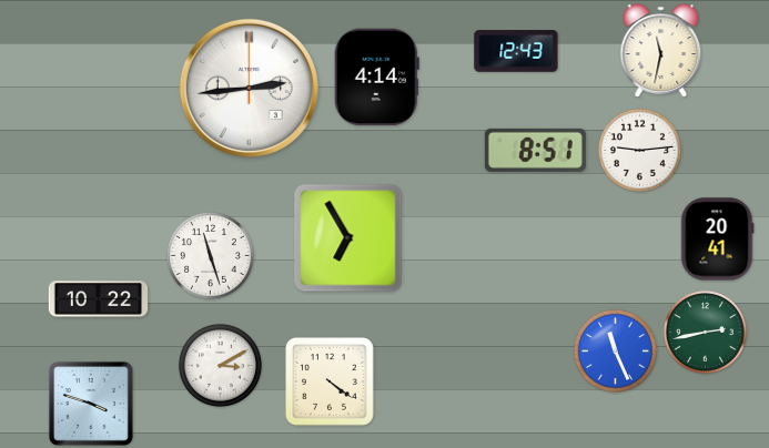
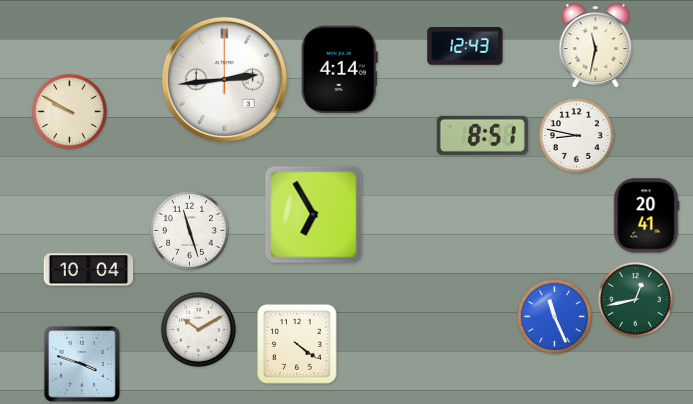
clock at (69, 111): none -> 9:50
clock at (639, 150): 9:14 -> 8:47
clock at (99, 299): 10:22 -> 10:04
clock at (705, 332): 2:43 -> 12:43
clock at (220, 365): 3:10 -> 10:10
